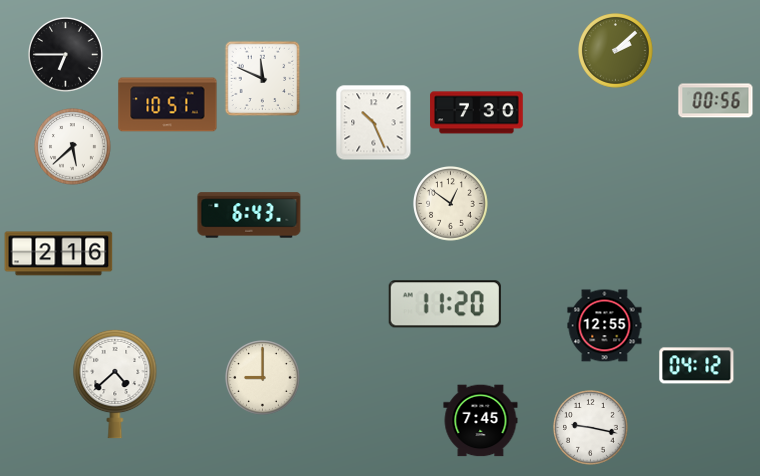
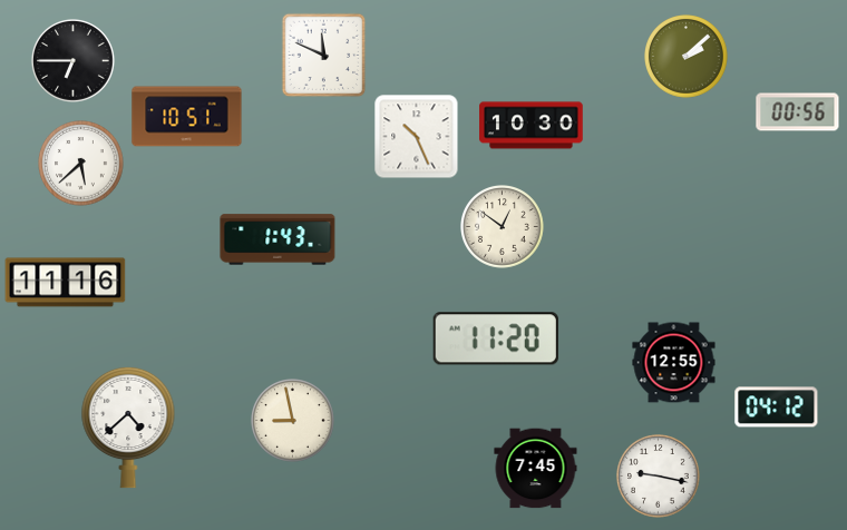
clock at (263, 79) position: (263, 79) -> (324, 56)
clock at (477, 113): 7:30 -> 10:30
clock at (249, 215): 6:43 -> 1:43
clock at (59, 254): 2:16 -> 11:16
clock at (263, 378): 9:00 -> 8:58
